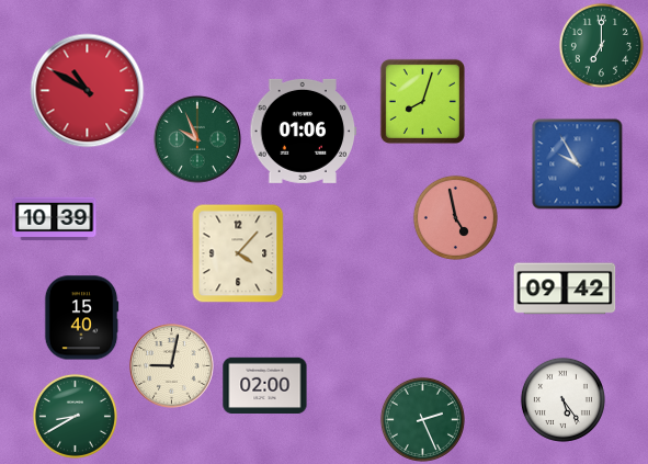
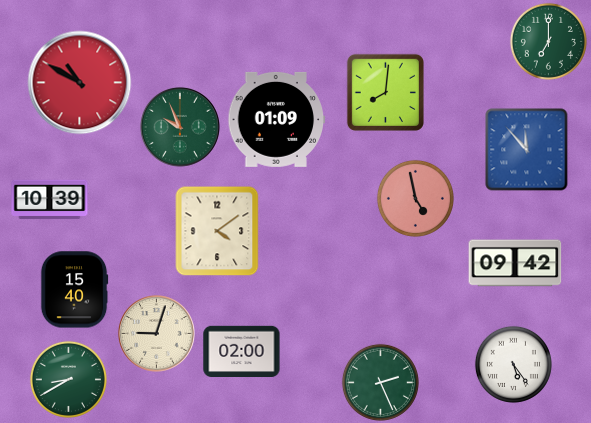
clock at (422, 101): 8:03 -> 8:01
clock at (304, 131): 01:06 -> 01:09
clock at (578, 165): 9:55 -> 11:53
clock at (238, 253): 4:07 -> 4:09
clock at (172, 366): 9:02 -> 9:03
clock at (422, 419) position: (422, 419) -> (380, 382)
